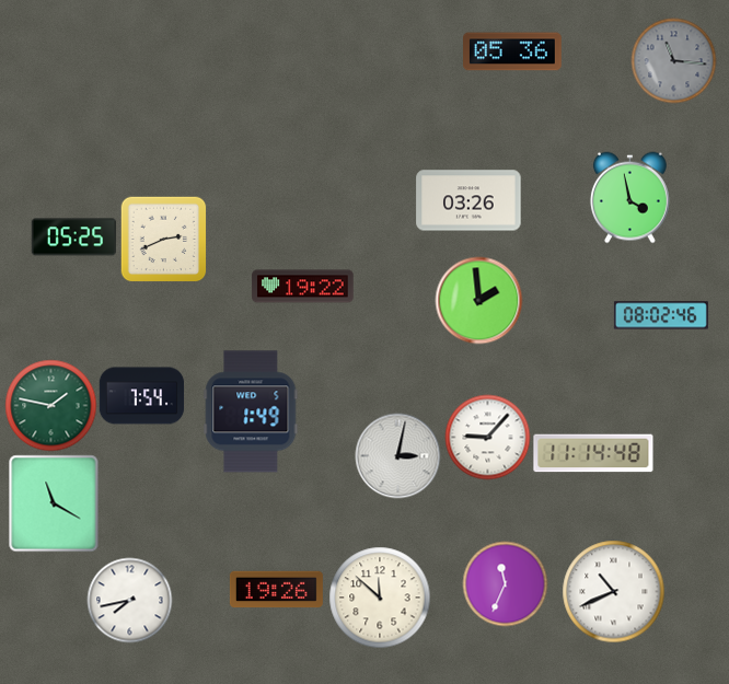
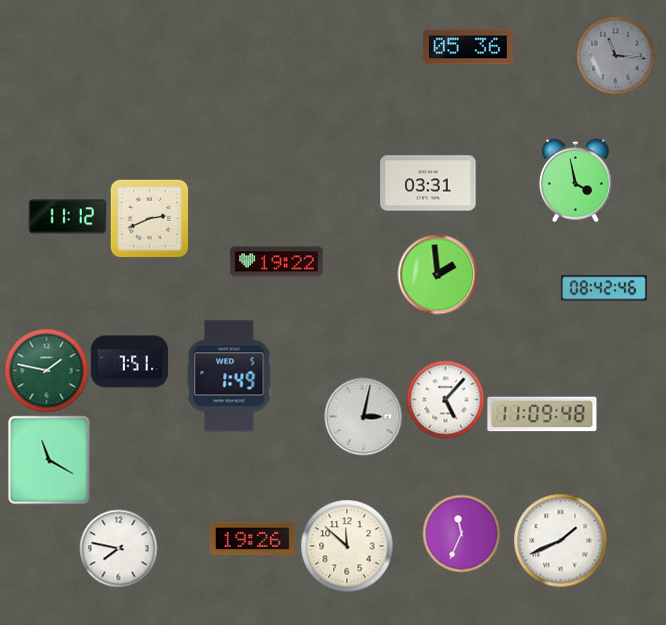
clock at (468, 200): 03:26 -> 03:31
clock at (73, 237): 05:25 -> 11:12
clock at (661, 315): 08:02 -> 08:42
clock at (141, 396): 7:54 -> 7:51
clock at (487, 437): 9:07 -> 5:07
clock at (593, 453): 11:14 -> 11:09
clock at (613, 591): 10:41 -> 1:41
clock at (129, 600): 7:43 -> 7:47
